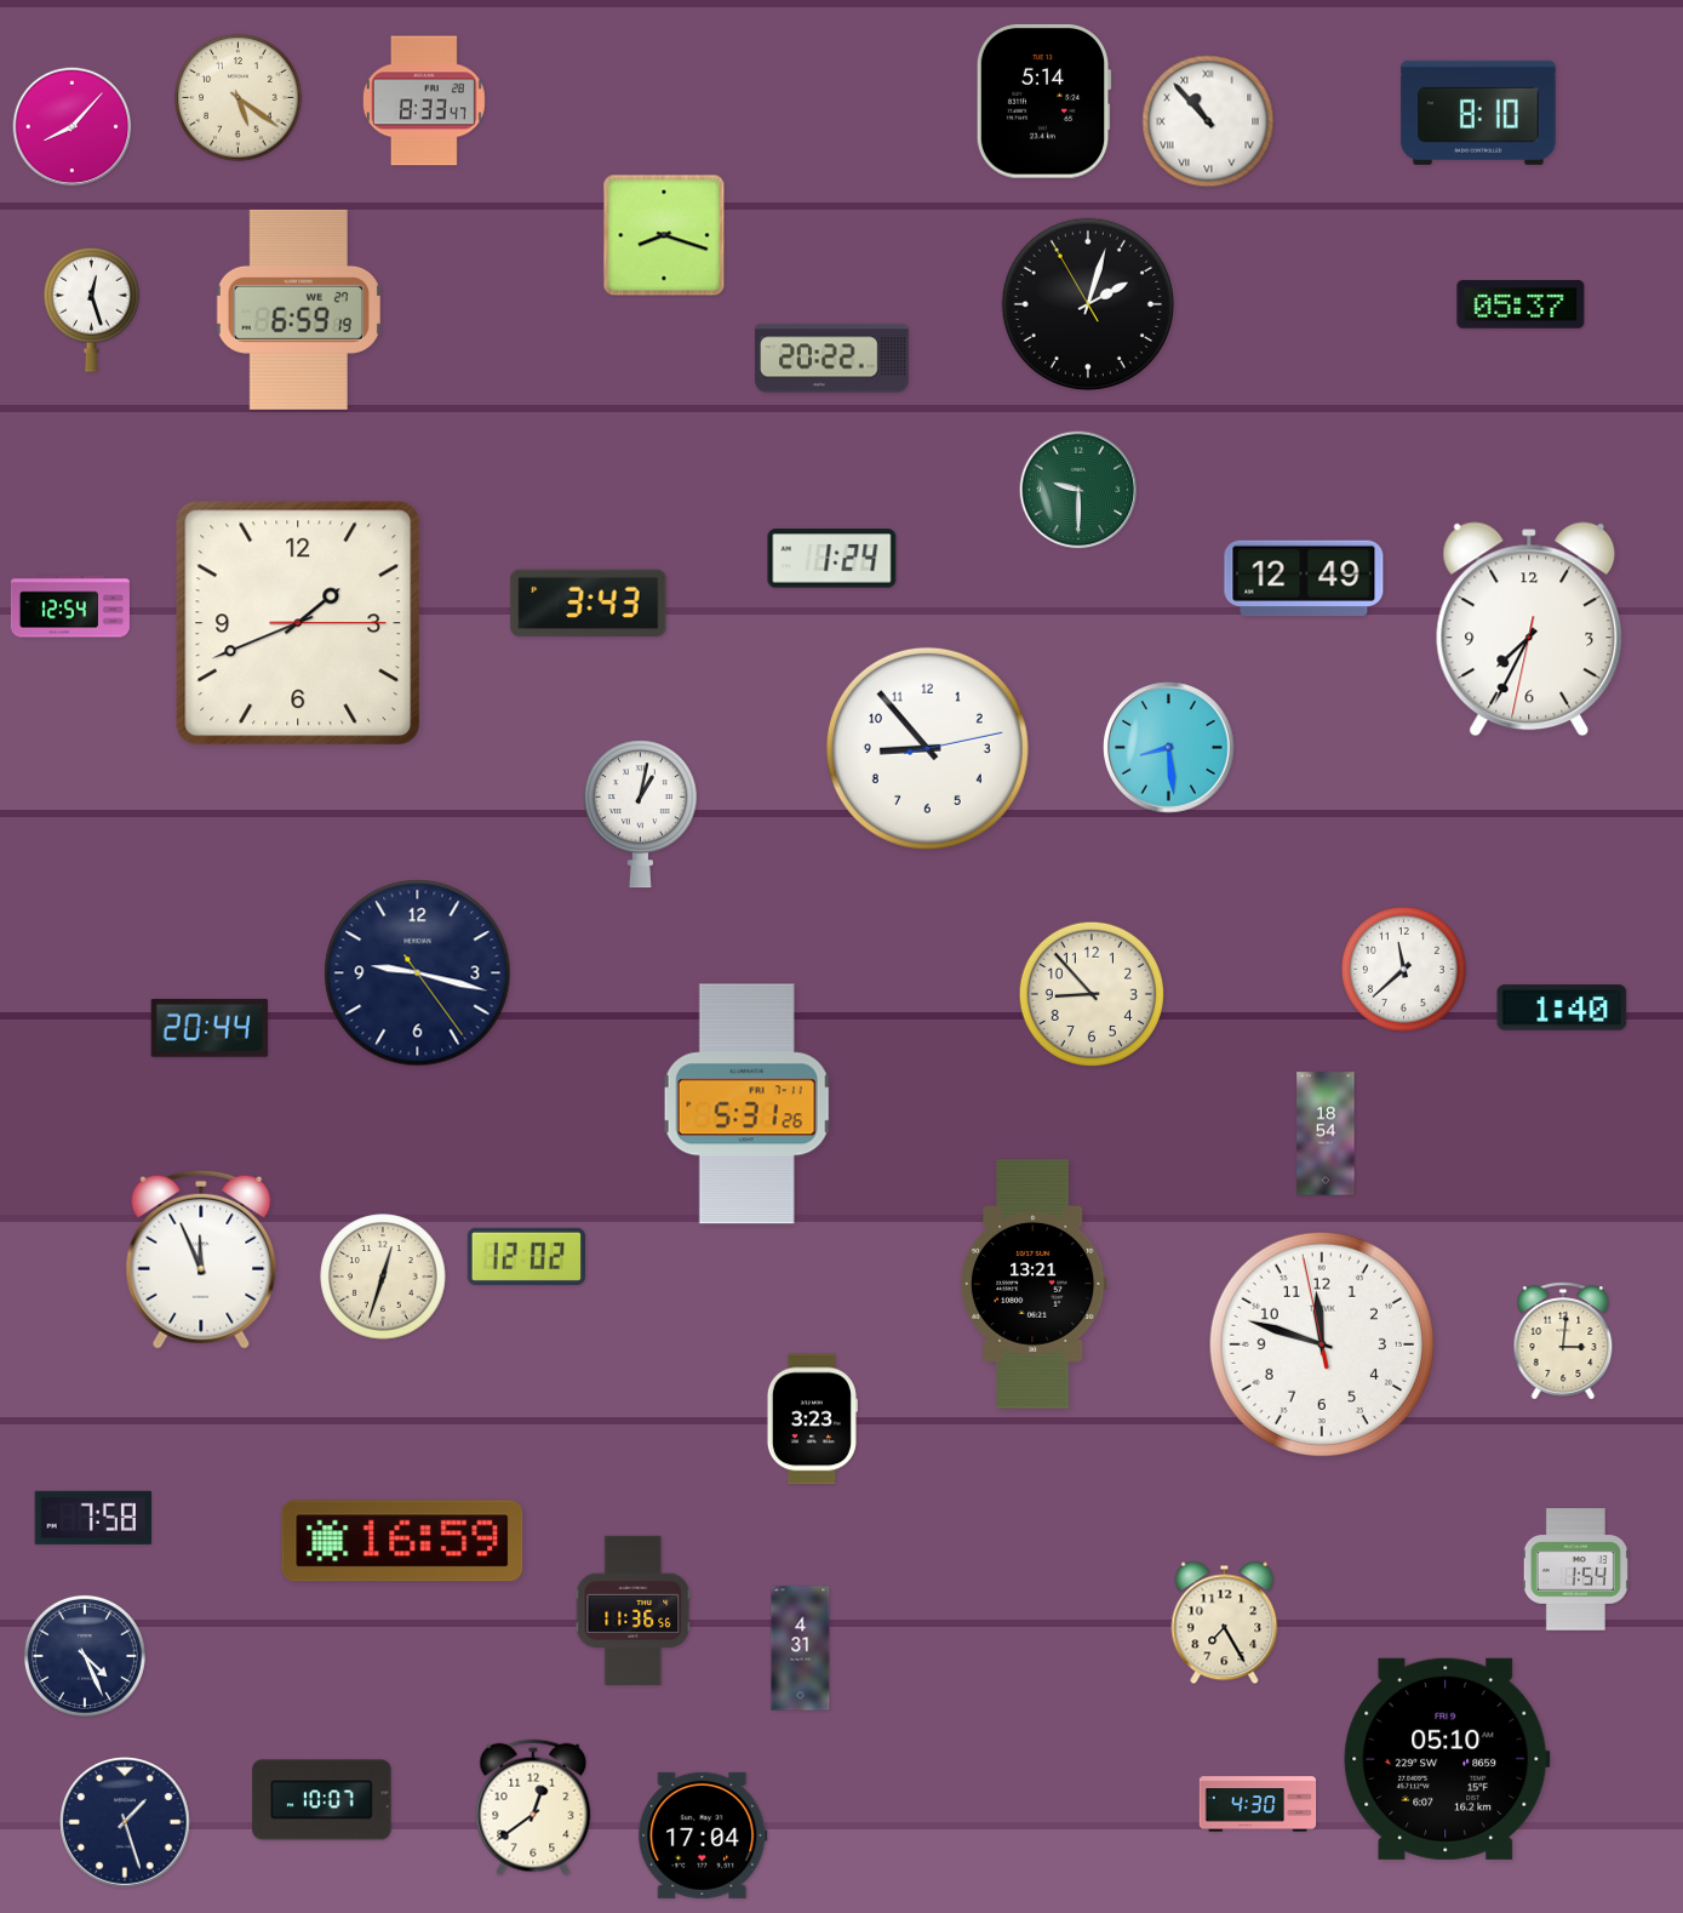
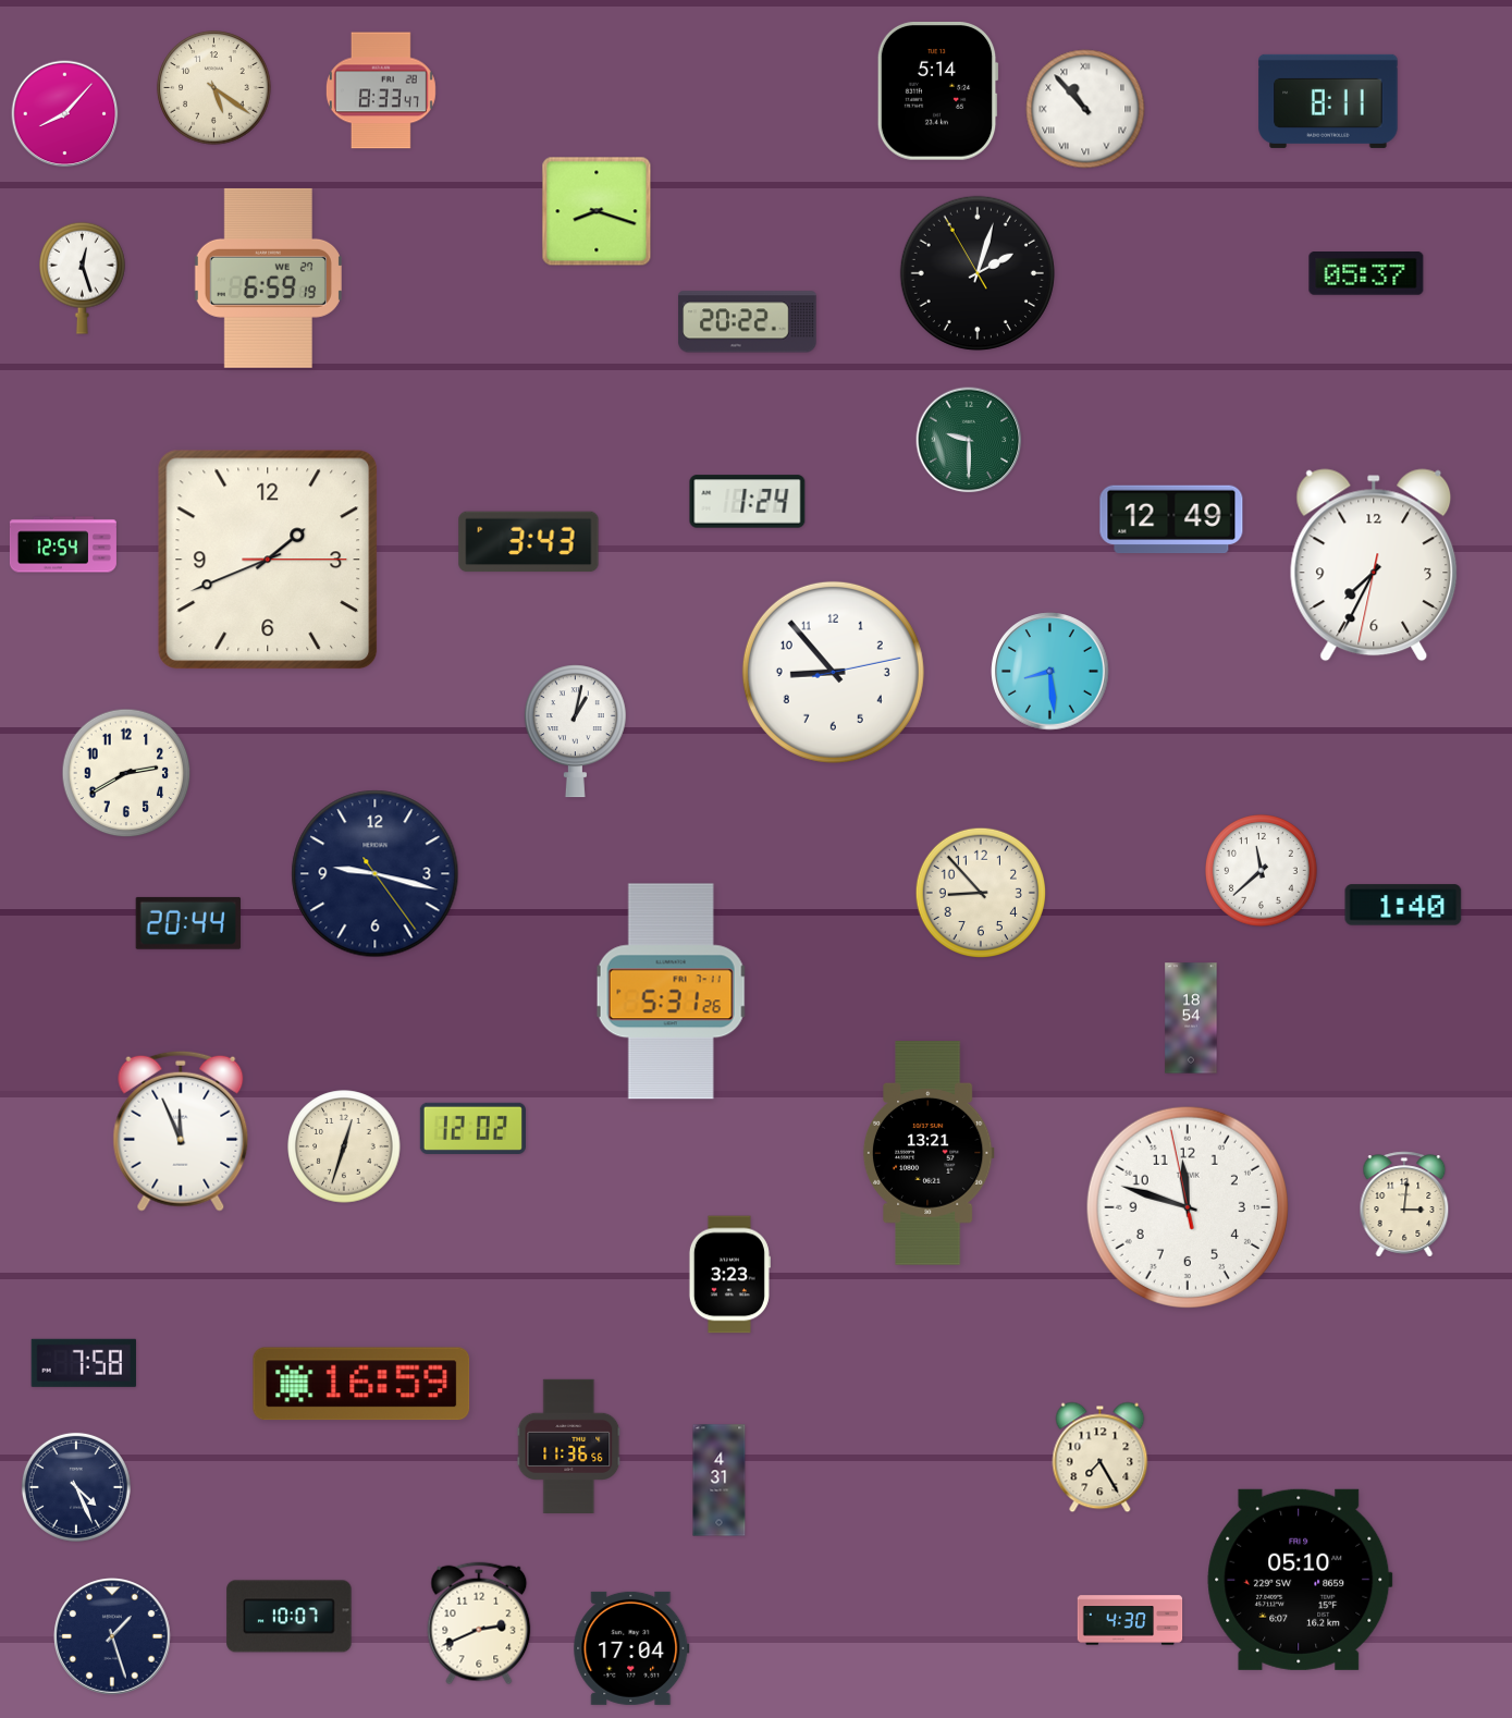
clock at (1478, 113): 8:10 -> 8:11
clock at (126, 773): none -> 2:40
clock at (1575, 1570): 1:54 -> none
clock at (533, 1808): 12:39 -> 2:41
